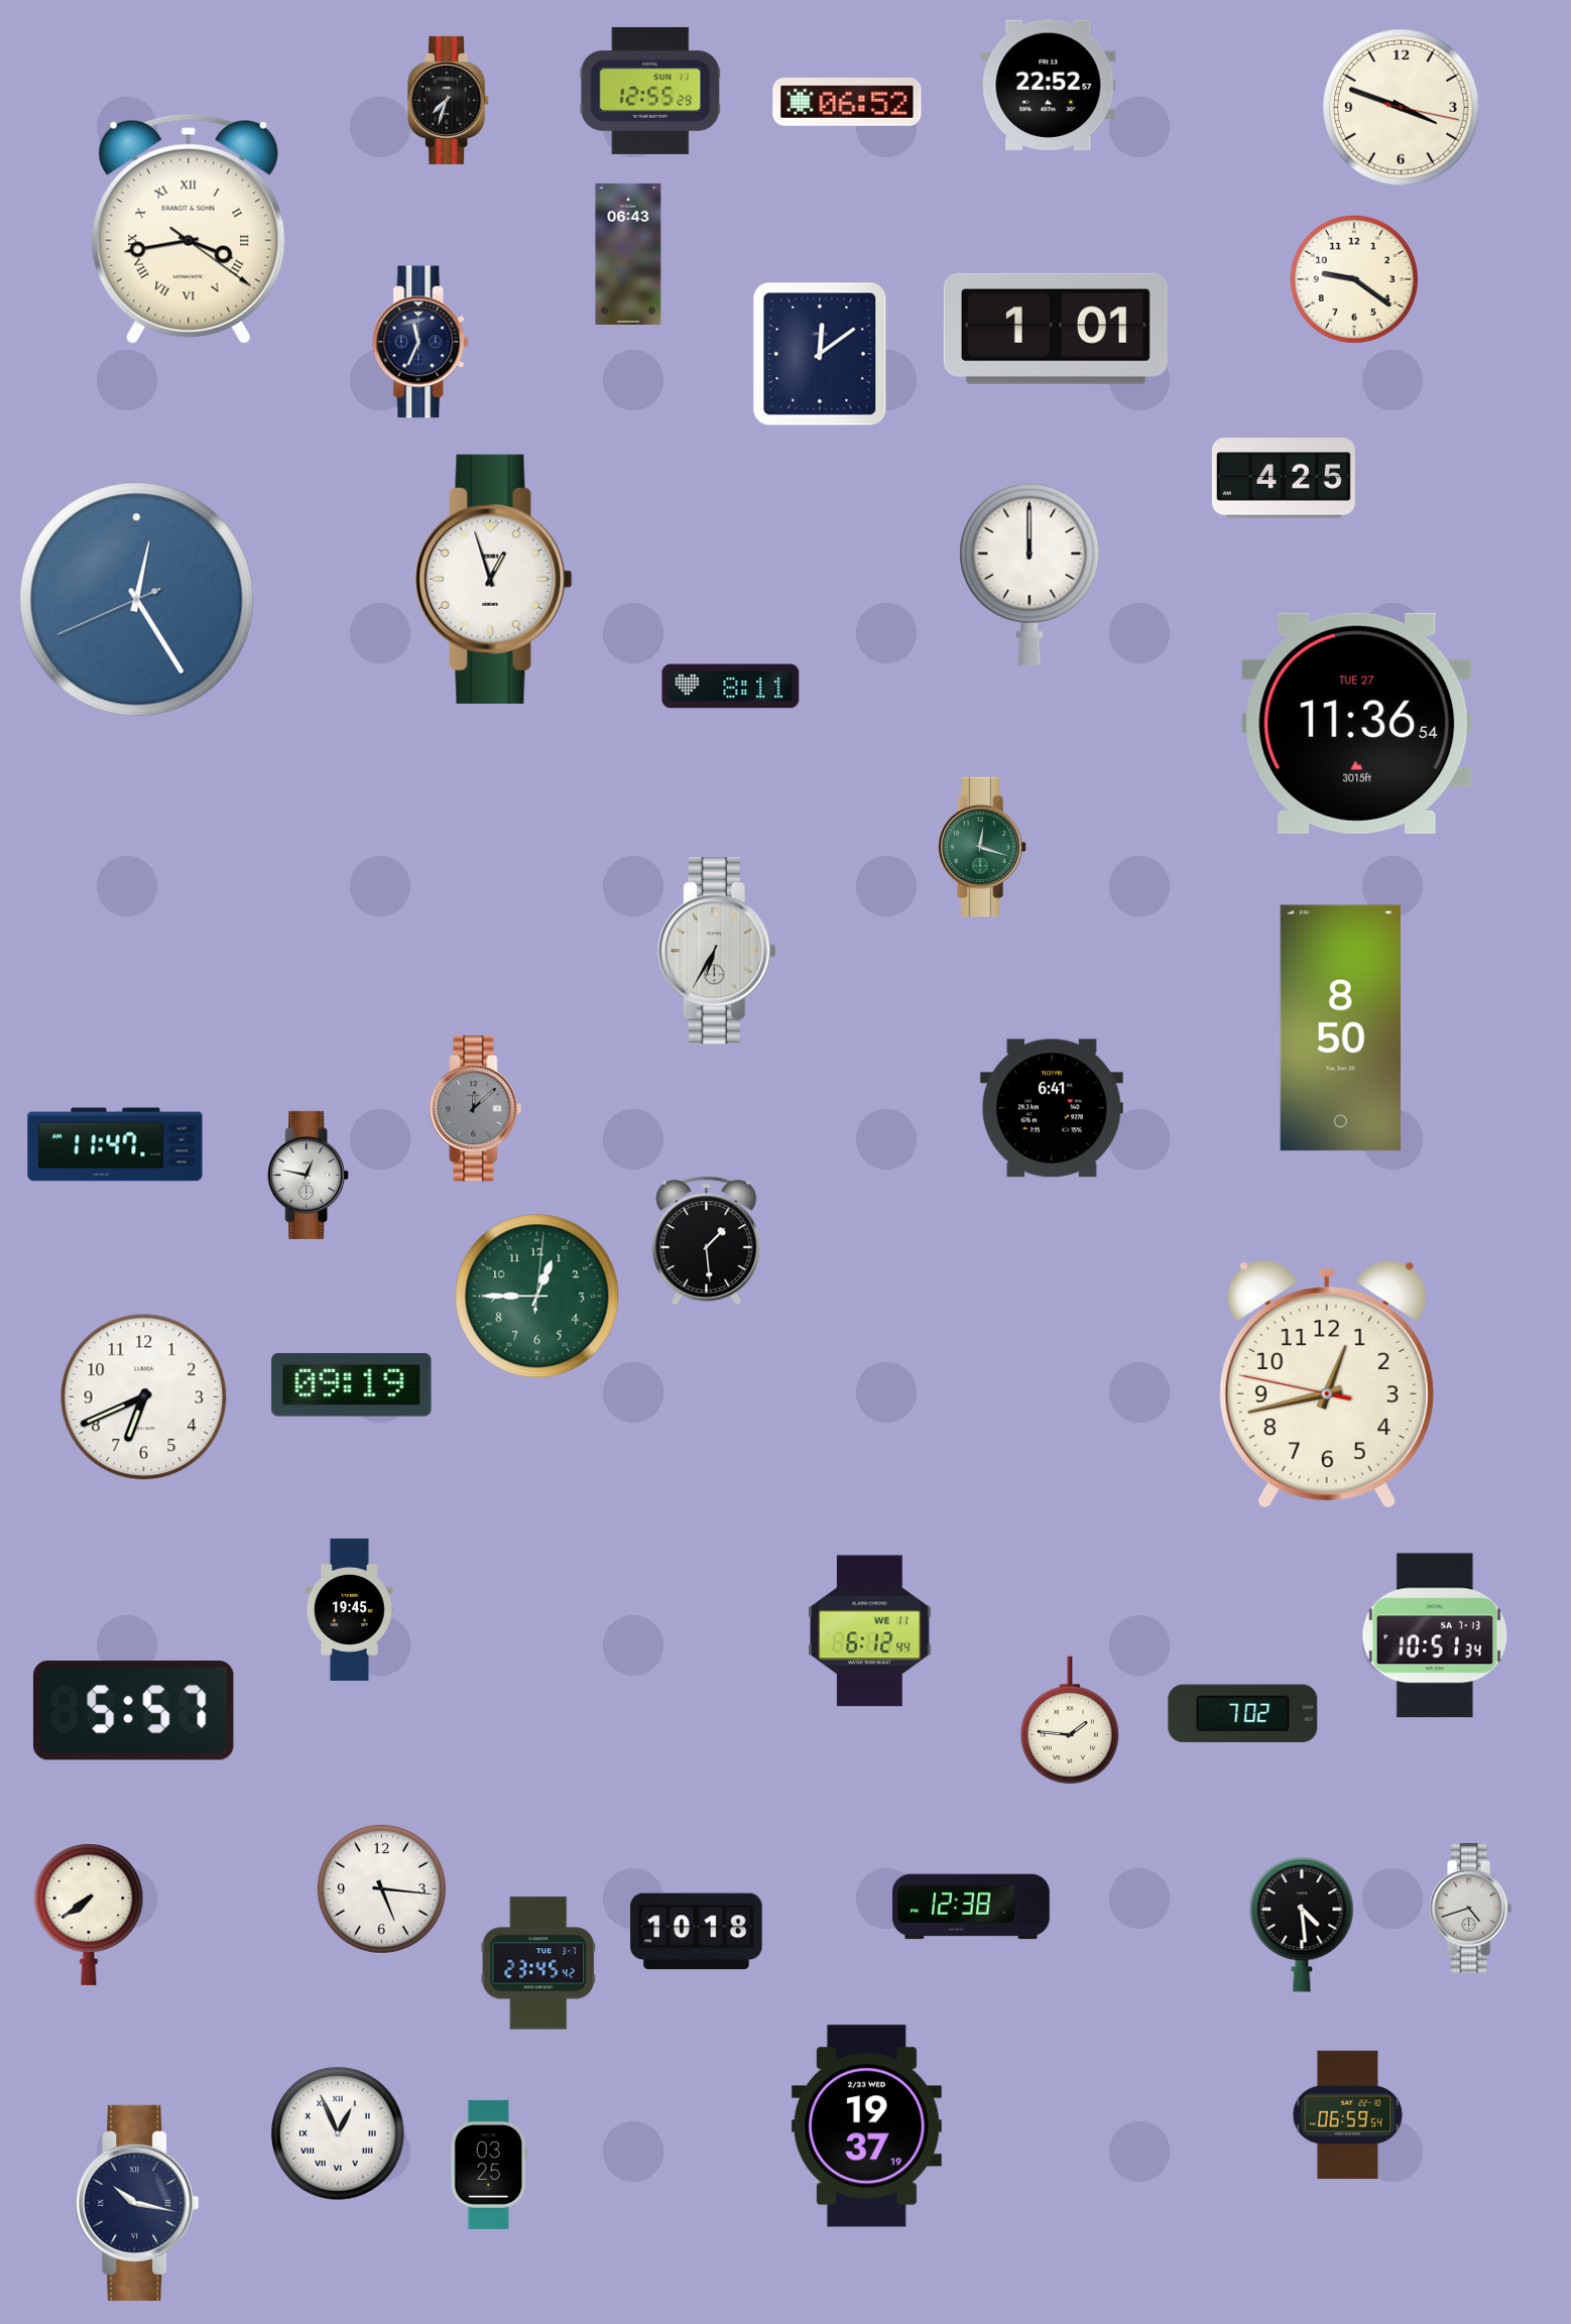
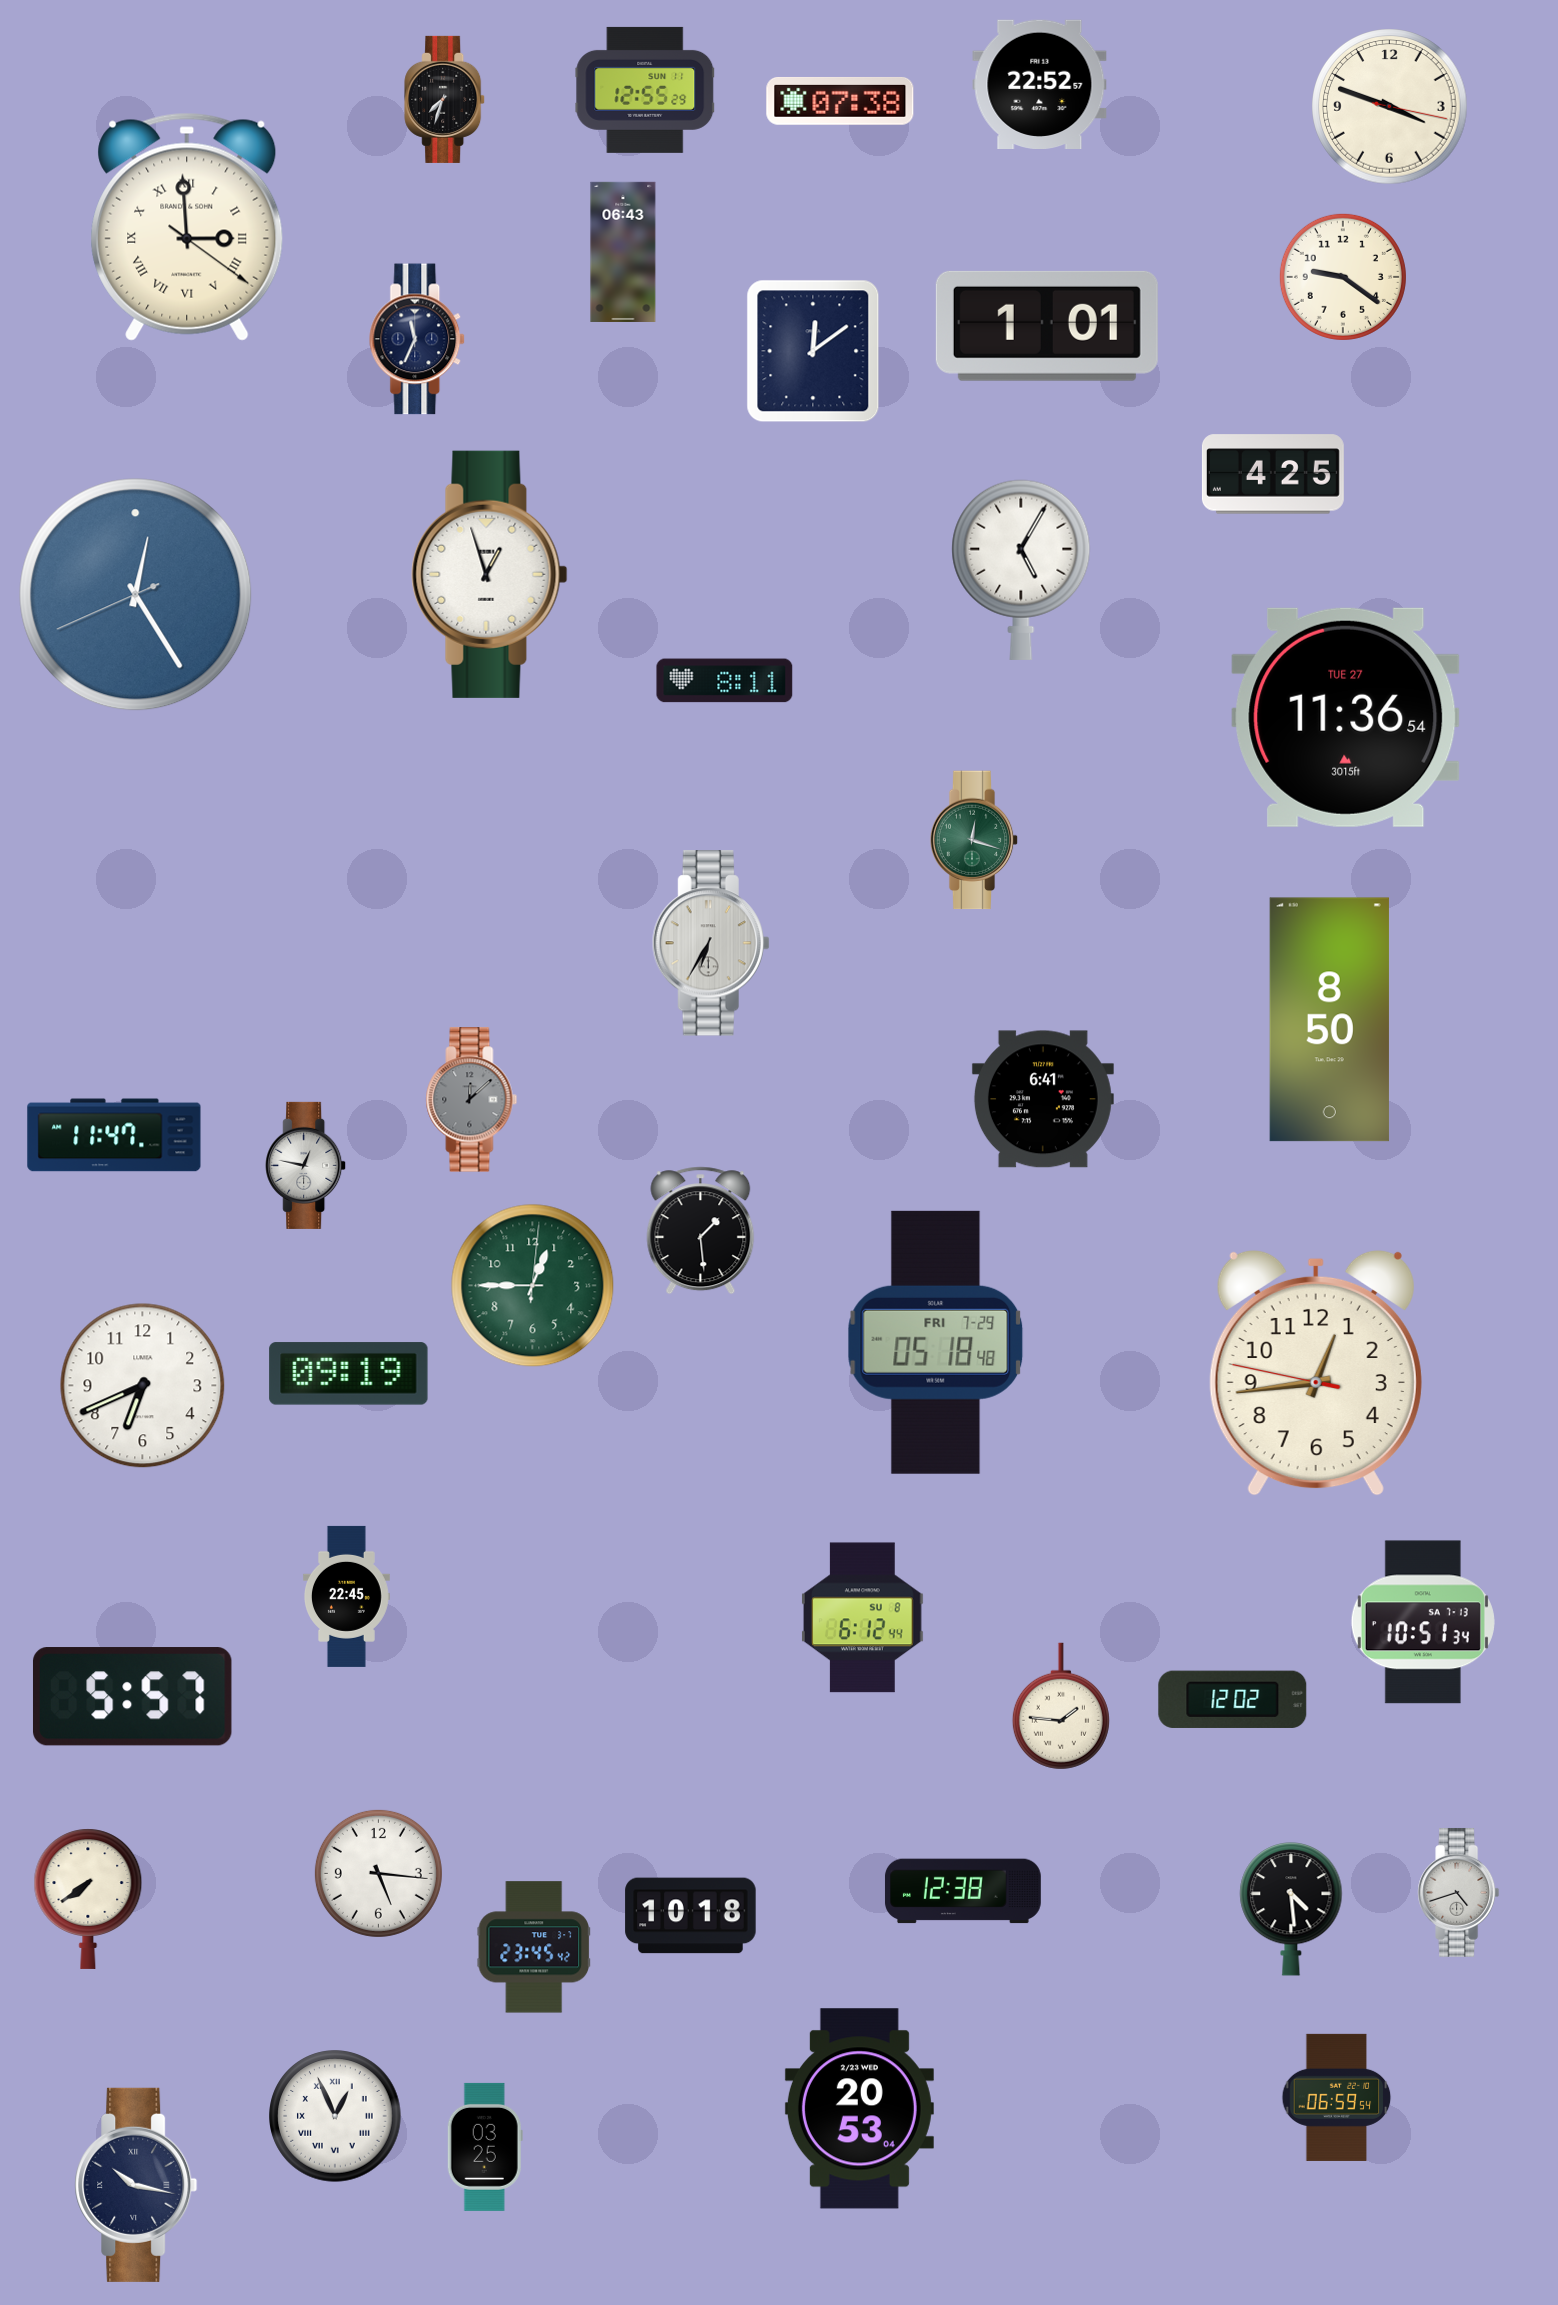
clock at (847, 102): 06:52 -> 07:38
clock at (189, 229): 3:43 -> 2:59
clock at (1030, 575): 12:00 -> 5:05
clock at (936, 1342): none -> 05:18
clock at (1327, 1384): 12:42 -> 12:43
clock at (349, 1609): 19:45 -> 22:45
clock at (870, 1631) date: WE 11 -> SU 8
clock at (1243, 1713): 7:02 -> 12:02
clock at (866, 2126): 19:37 -> 20:53
